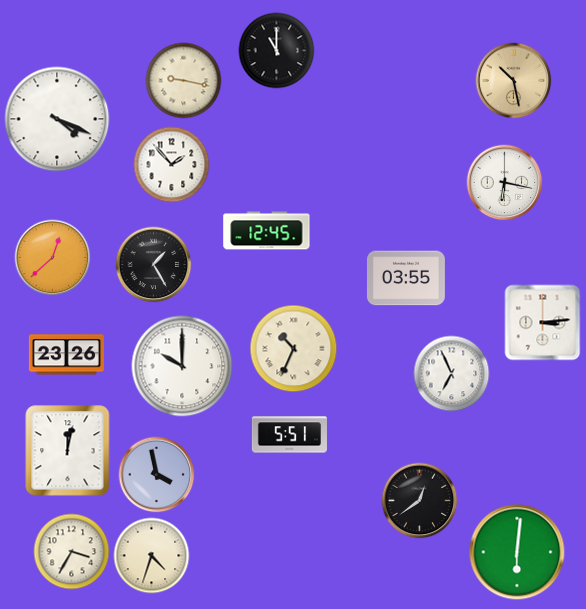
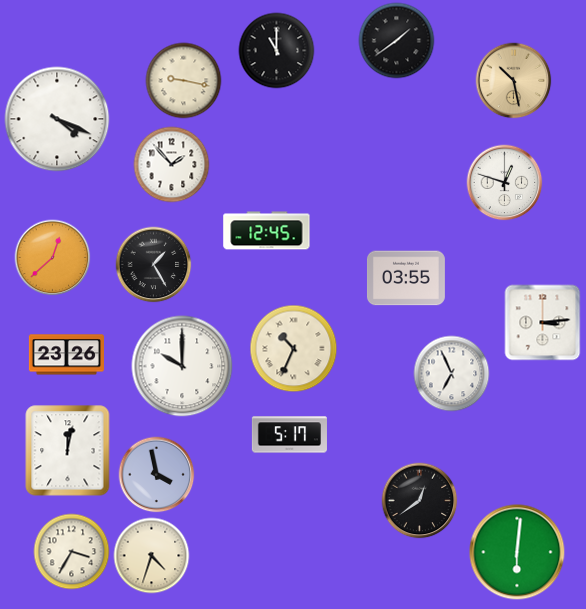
clock at (397, 41): none -> 1:39
clock at (505, 183): 6:17 -> 12:48
clock at (289, 435): 5:51 -> 5:17
